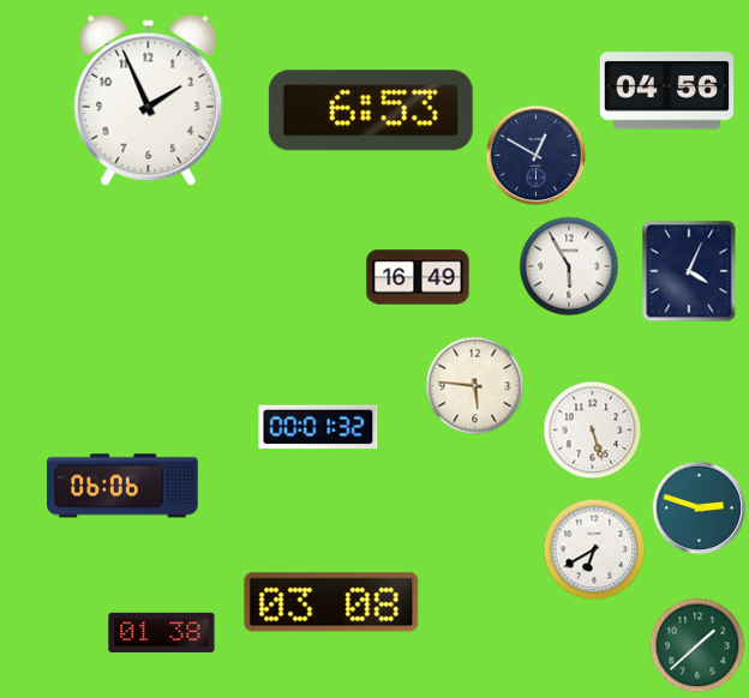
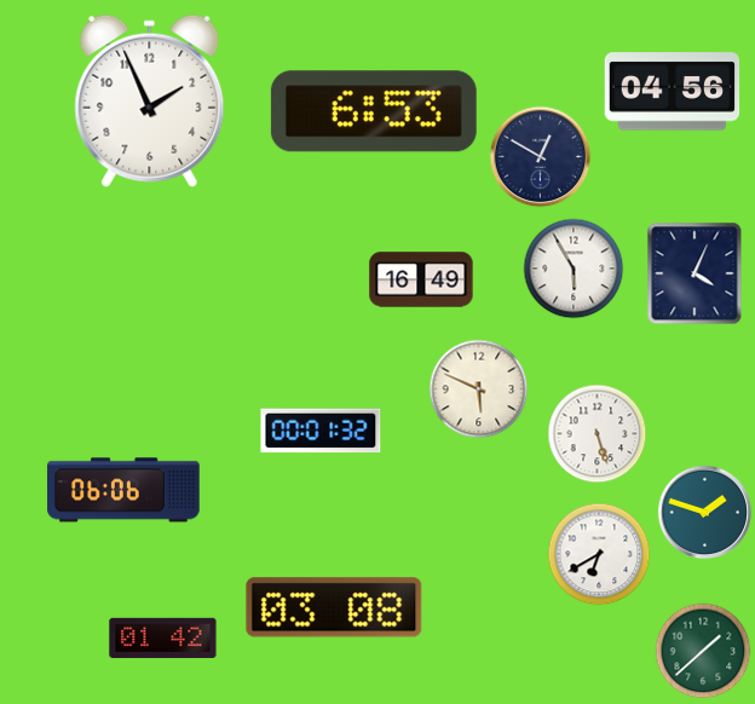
clock at (474, 385): 5:46 -> 5:49
clock at (699, 507): 2:48 -> 1:48
clock at (162, 632): 01:38 -> 01:42
